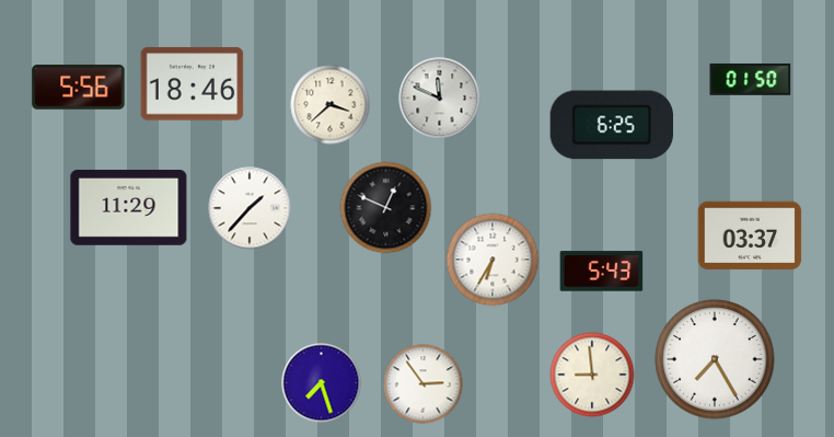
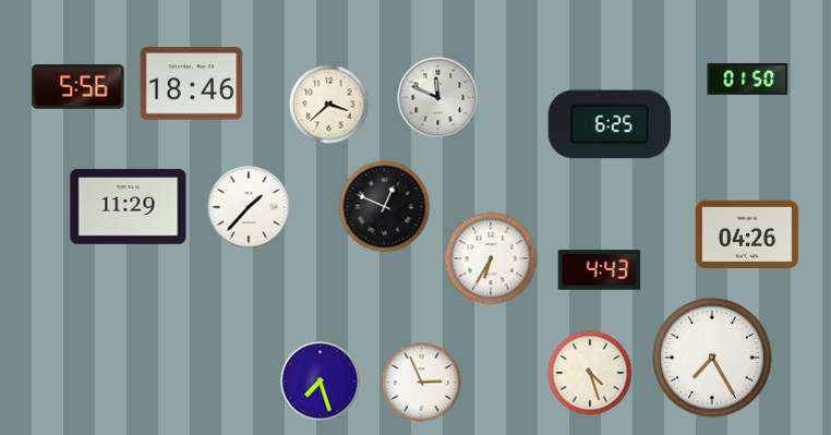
clock at (750, 235): 03:37 -> 04:26
clock at (602, 272): 5:43 -> 4:43
clock at (592, 375): 8:59 -> 4:27
clock at (424, 384): 2:54 -> 2:56
